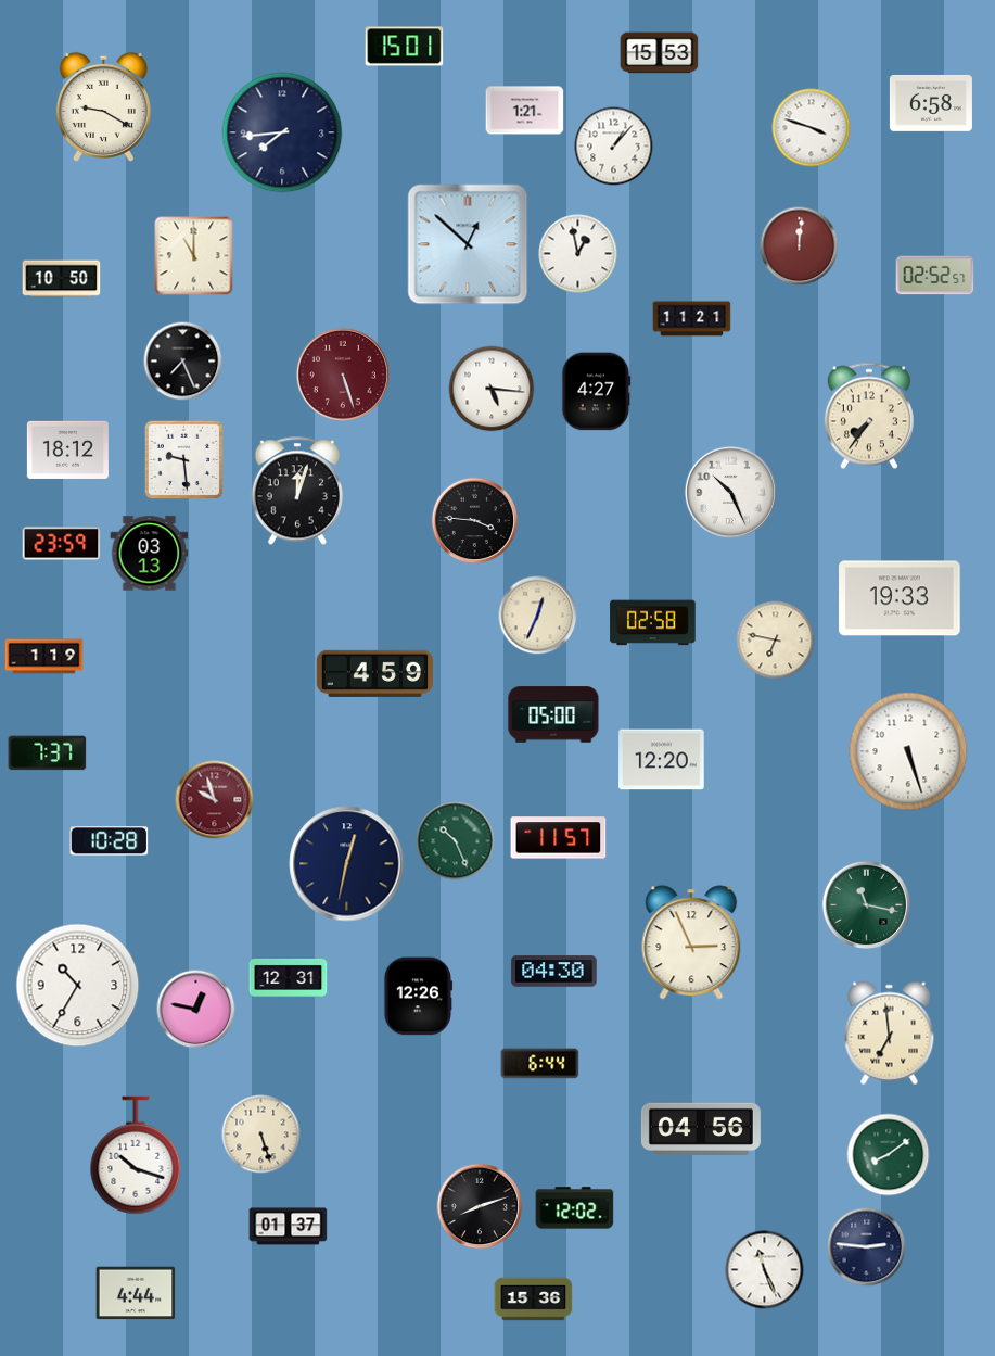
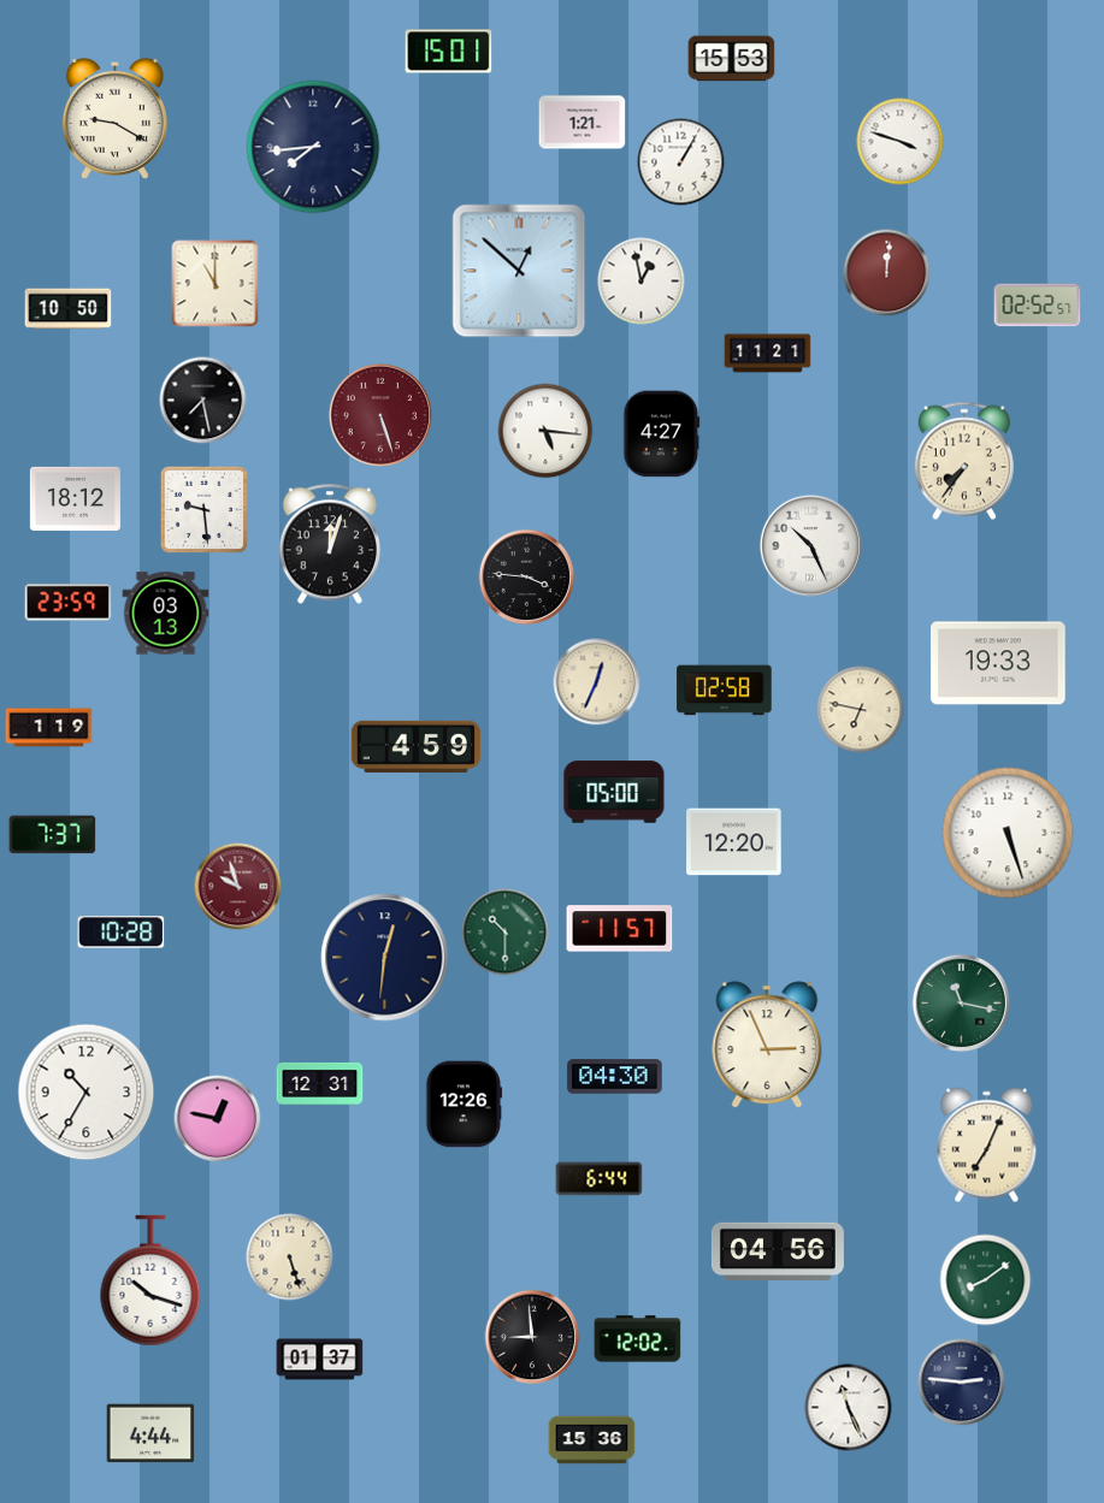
clock at (931, 103): 6:58 -> none
clock at (614, 147): 1:07 -> 1:05
clock at (183, 362): 7:26 -> 7:28
clock at (456, 841): 10:26 -> 10:30
clock at (347, 864): 12:32 -> 12:31
clock at (890, 1034): 6:59 -> 7:04
clock at (480, 1206): 8:12 -> 8:59
